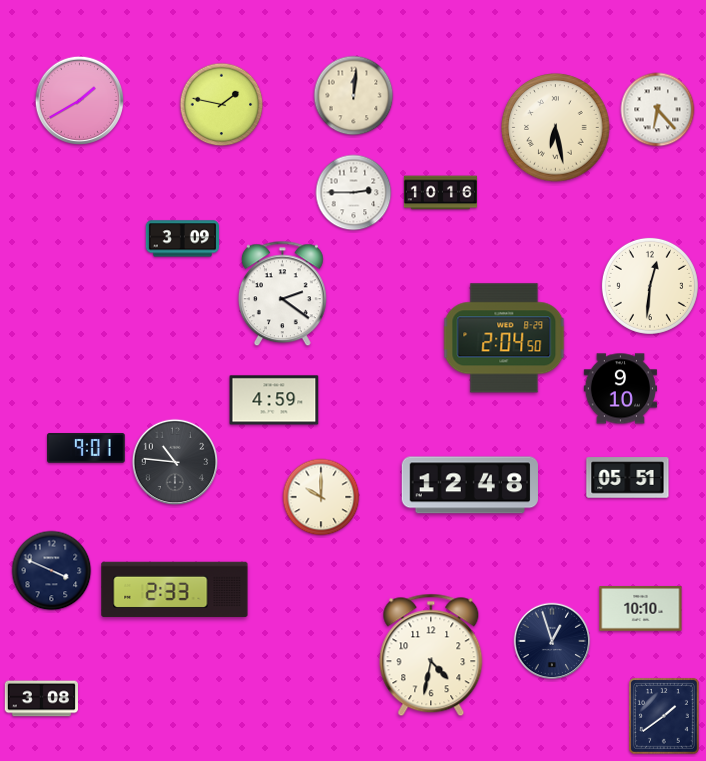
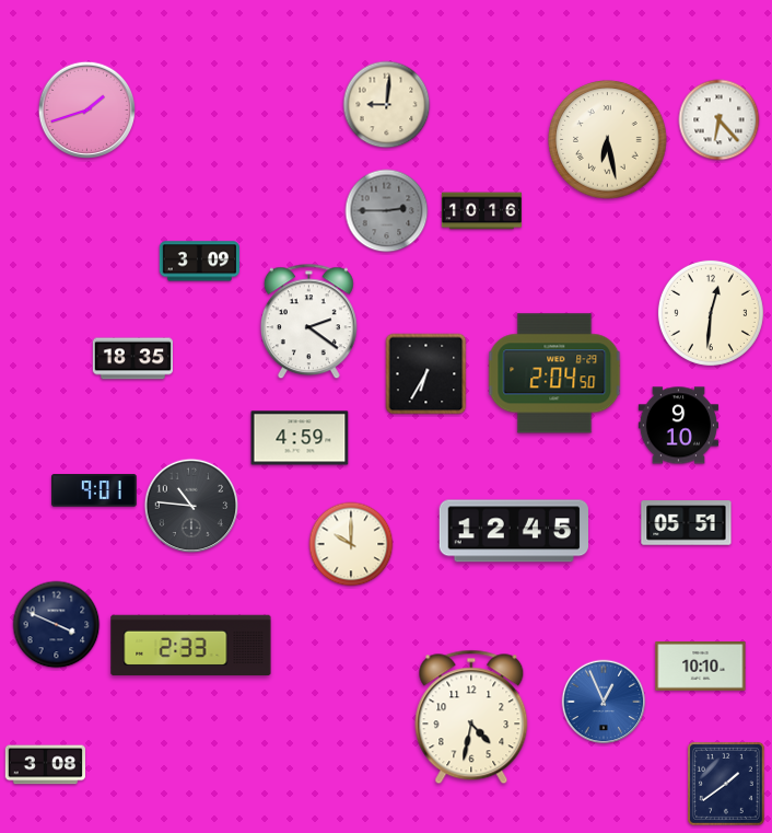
clock at (354, 96): 12:01 -> 9:01
clock at (79, 100): 1:40 -> 1:42
clock at (222, 105): 1:47 -> none
clock at (354, 193) dial: white -> grey
clock at (132, 359): none -> 18:35
clock at (504, 338) position: (504, 338) -> (554, 373)
clock at (426, 374): none -> 6:35
clock at (470, 485): 12:48 -> 12:45
clock at (552, 641): 12:57 -> 12:56
clock at (552, 641) dial: navy -> blue
